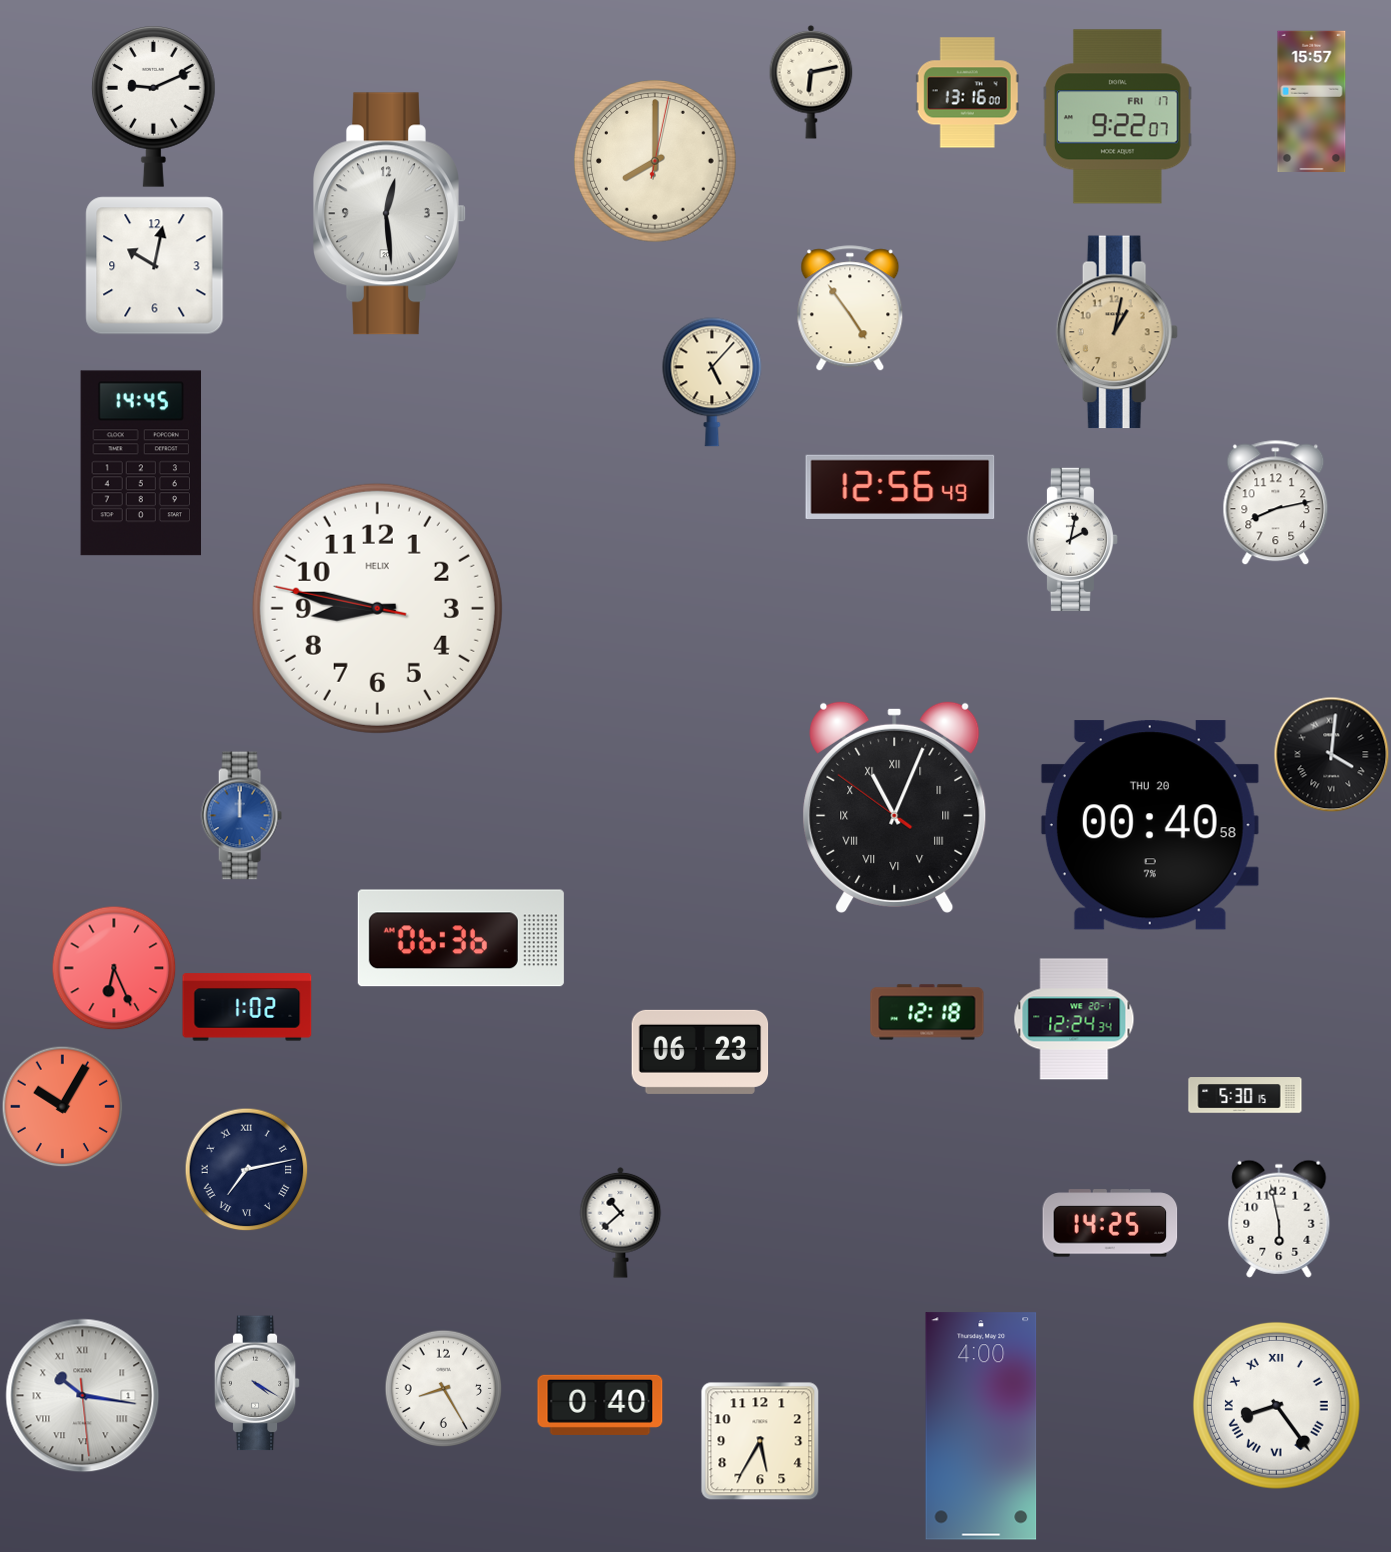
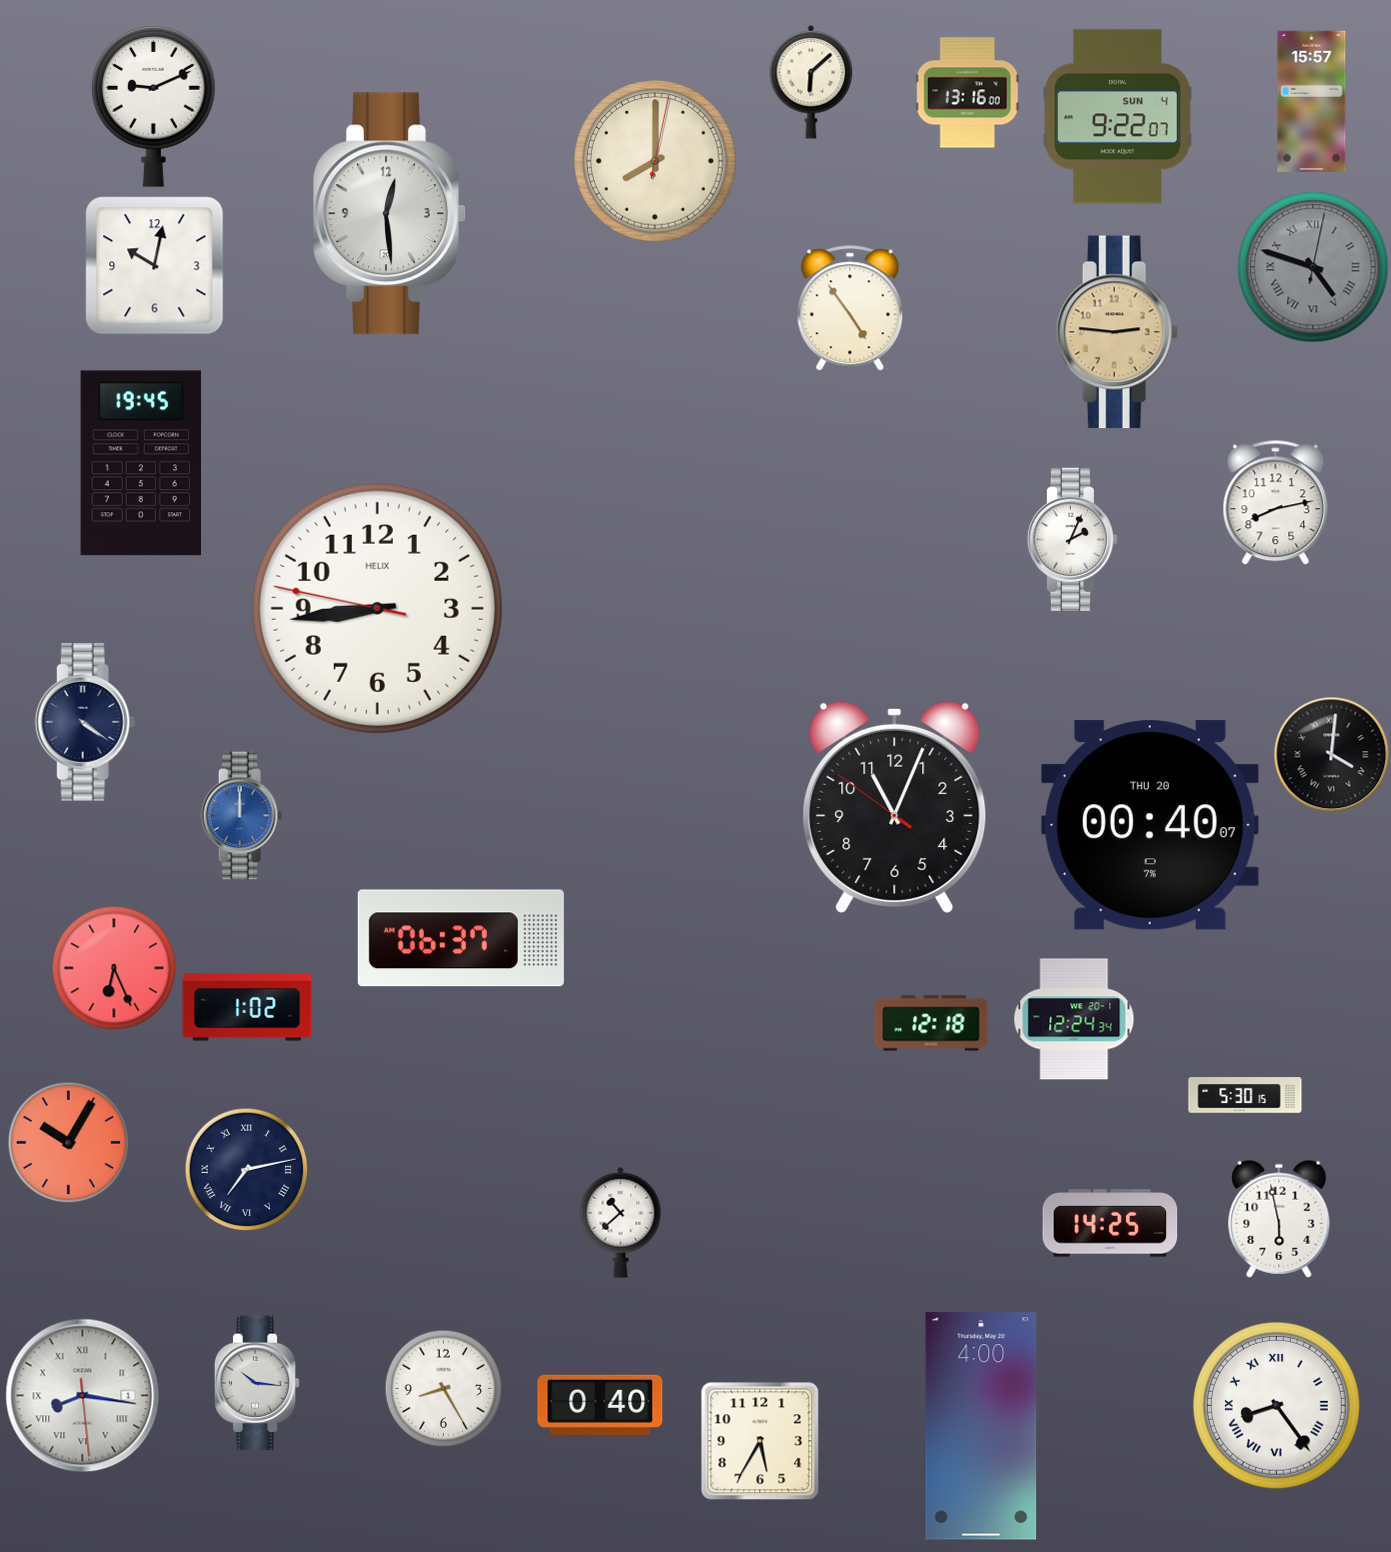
clock at (811, 82): 6:13 -> 6:08
clock at (1118, 117) date: FRI 17 -> SUN 4
clock at (1313, 267): none -> 4:48
clock at (1117, 332): 1:02 -> 2:46
clock at (712, 382): 5:07 -> none
clock at (140, 463): 14:45 -> 19:45
clock at (900, 486): 12:56 -> none
clock at (1072, 539): 2:02 -> 2:04
clock at (377, 608): 8:46 -> 8:43
clock at (85, 723): none -> 4:21
clock at (895, 807) numerals: Roman -> Arabic
clock at (1150, 825): 00:40:58 -> 00:40:07
clock at (461, 938): 06:36 -> 06:37
clock at (927, 1012) position: (927, 1012) -> (931, 1023)
clock at (700, 1052): 06:23 -> none
clock at (62, 1106) position: (62, 1106) -> (68, 1142)
clock at (257, 1383): 4:20 -> 10:16
clock at (83, 1396): 10:16 -> 8:16
